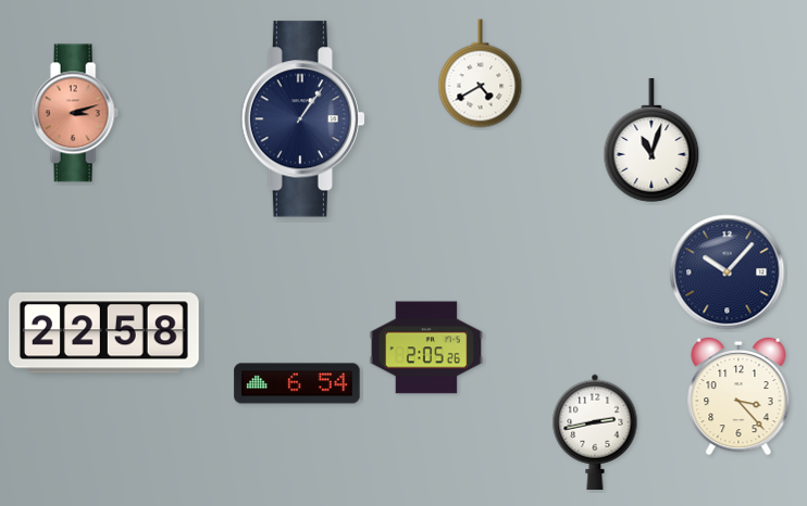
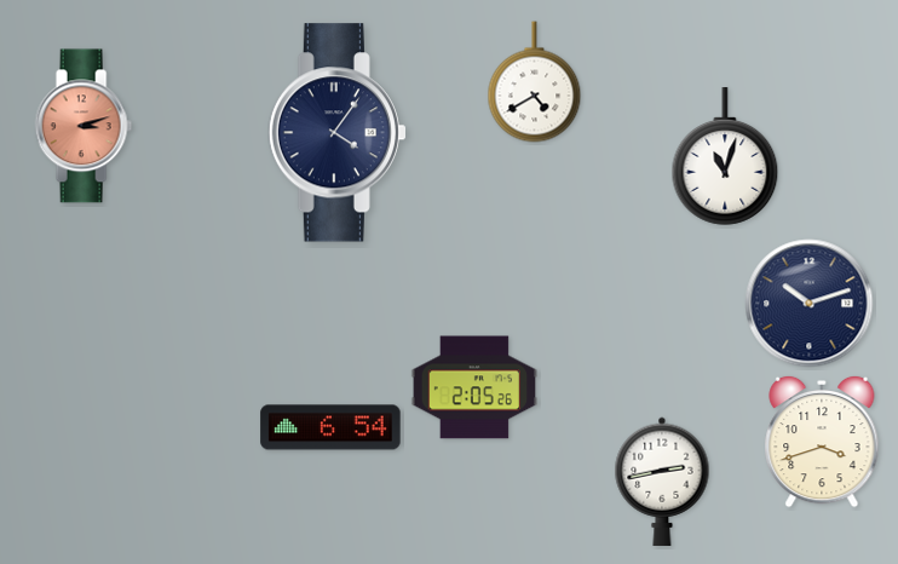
clock at (302, 119): 1:06 -> 4:06
clock at (728, 273): 10:07 -> 10:12
clock at (104, 333): 22:58 -> none
clock at (738, 396): 3:23 -> 3:42
